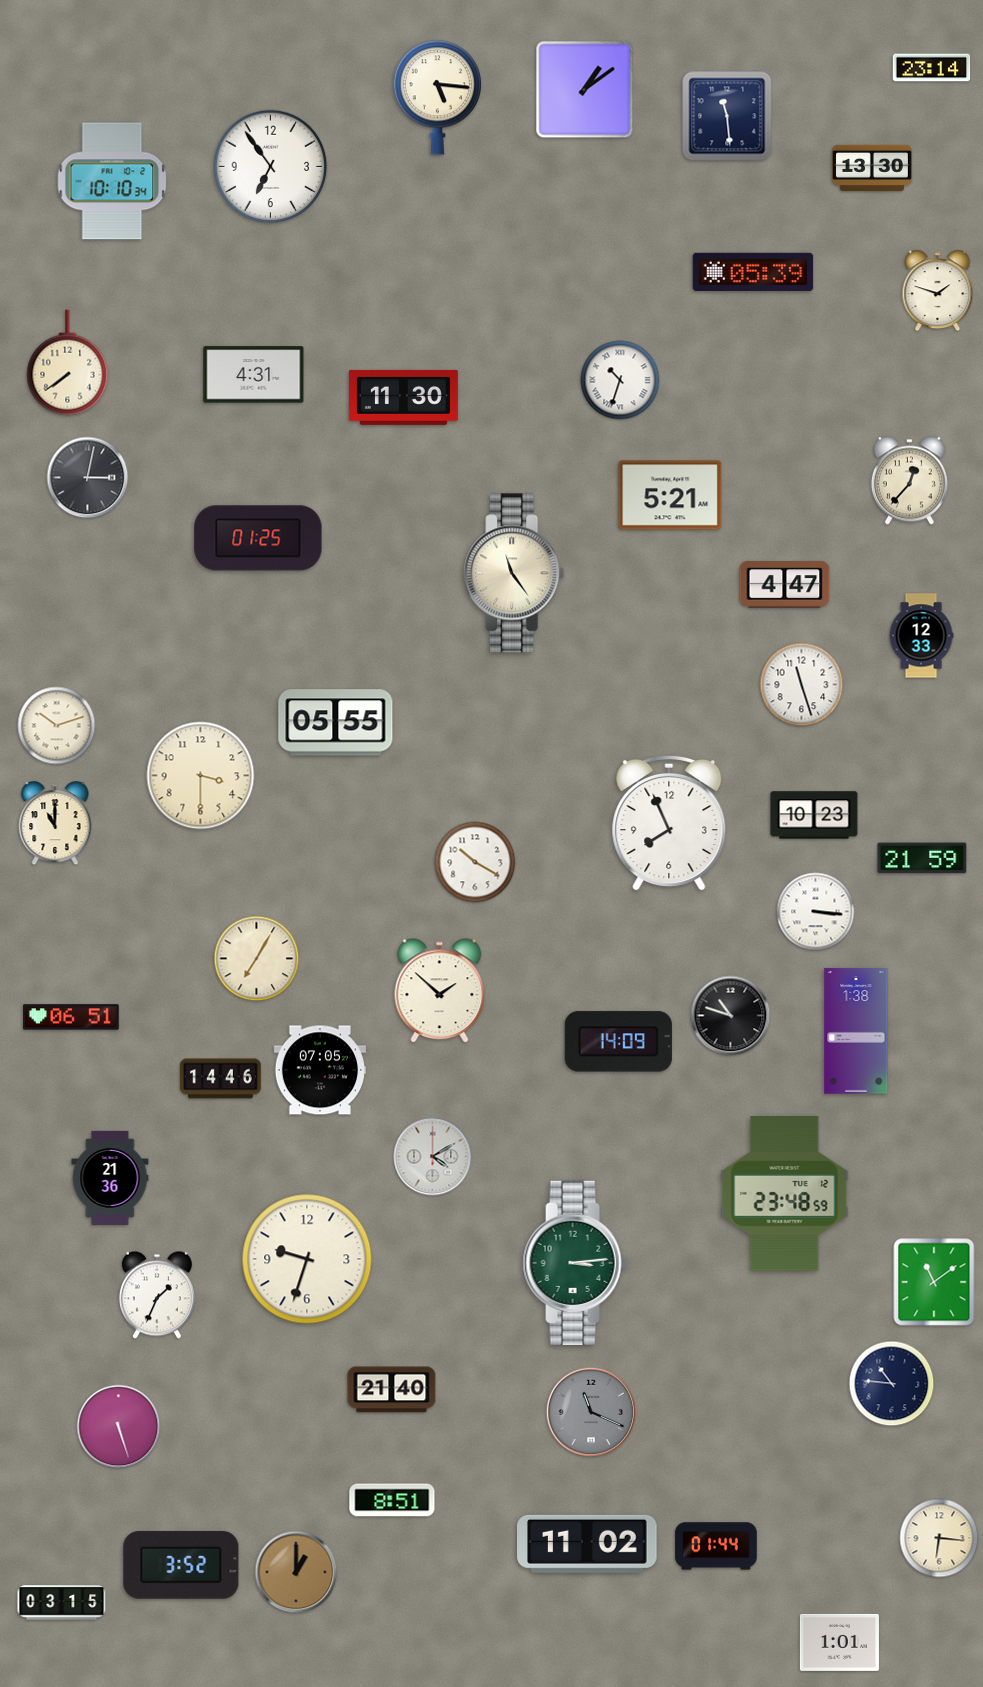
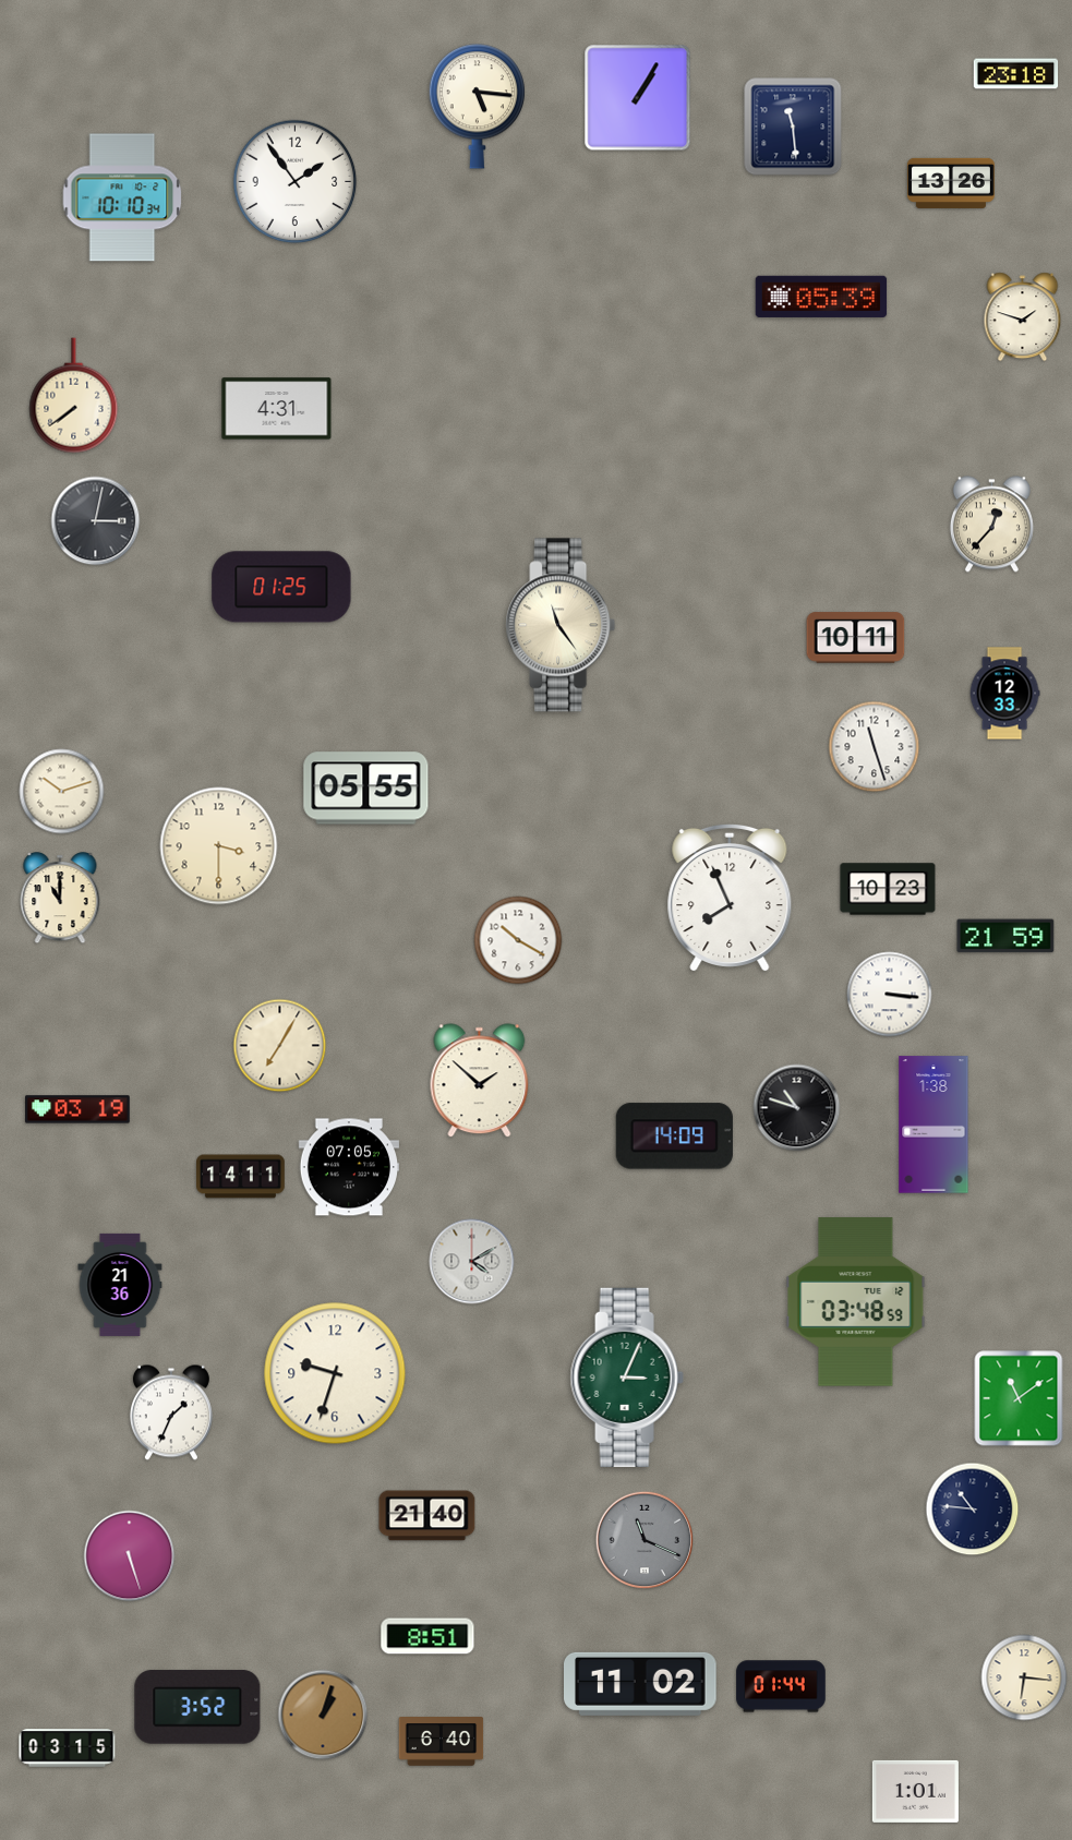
clock at (932, 68): 23:14 -> 23:18
clock at (585, 90): 1:09 -> 1:05
clock at (271, 167): 6:54 -> 1:54
clock at (872, 168): 13:30 -> 13:26
clock at (620, 380): 10:33 -> none
clock at (403, 397): 11:30 -> none
clock at (670, 495): 5:21 -> none
clock at (785, 585): 4:47 -> 10:11
clock at (71, 1017): 06:51 -> 03:19
clock at (221, 1079): 14:46 -> 14:11
clock at (785, 1194): 23:48 -> 03:48
clock at (575, 1263): 3:14 -> 3:04
clock at (296, 1572): 1:00 -> 1:03
clock at (442, 1742): none -> 6:40
